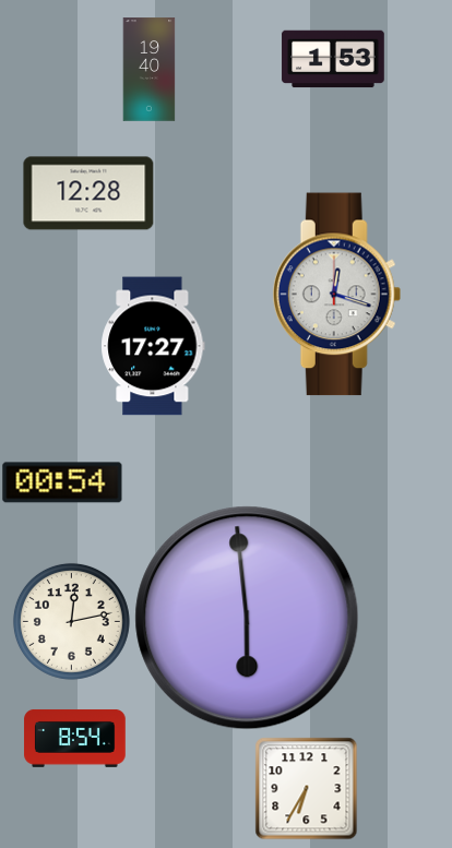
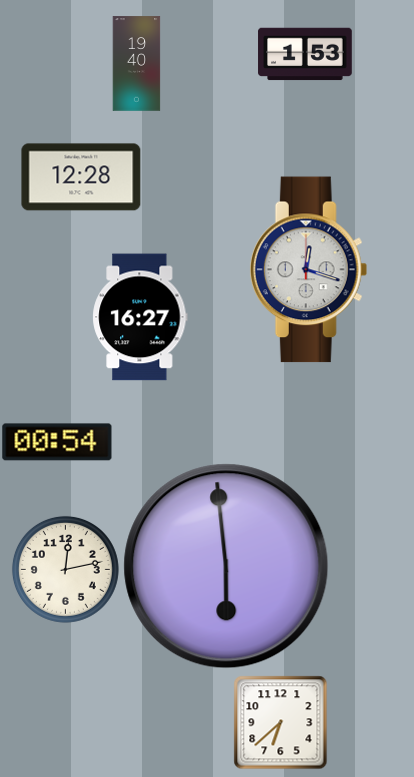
clock at (153, 346): 17:27 -> 16:27
clock at (75, 739): 8:54 -> none
clock at (306, 788): 6:35 -> 6:38
